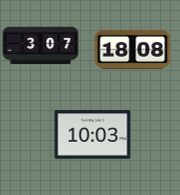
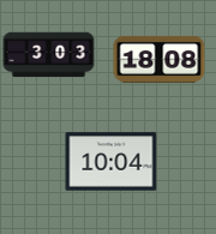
clock at (41, 46): 3:07 -> 3:03
clock at (93, 135): 10:03 -> 10:04
